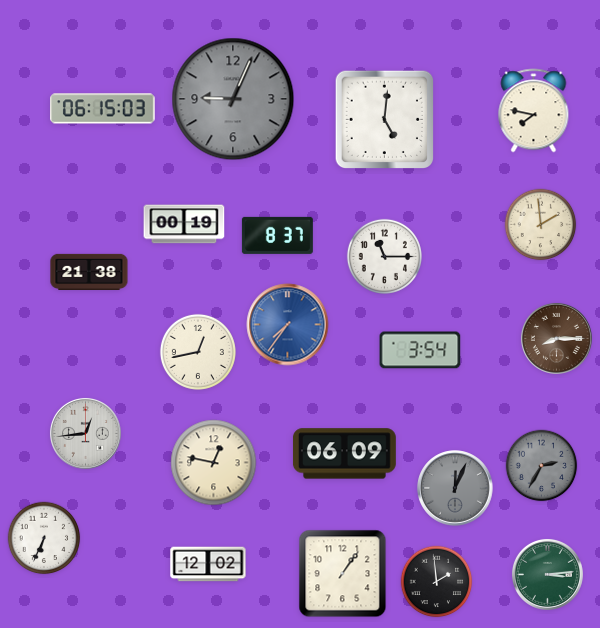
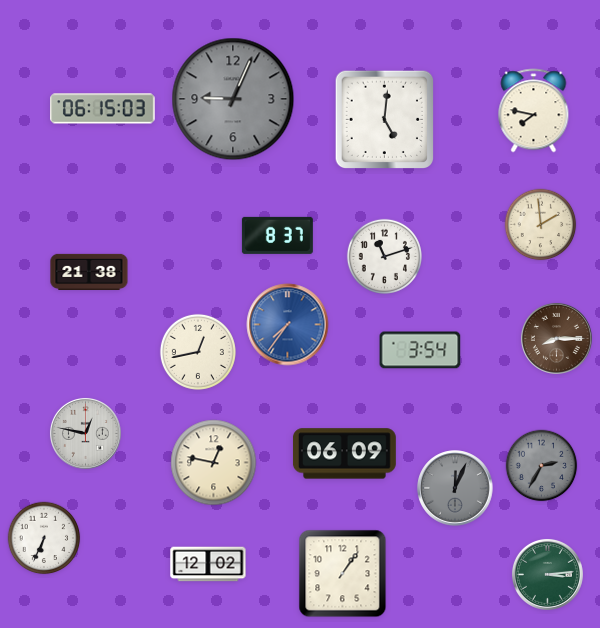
clock at (184, 224): 00:19 -> none
clock at (384, 256): 11:15 -> 11:12
clock at (85, 433): 12:44 -> 12:47
clock at (437, 582): 1:59 -> none
